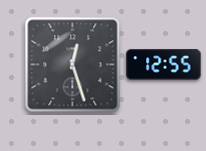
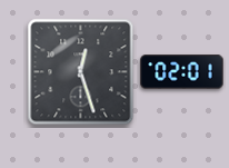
clock at (164, 65): 12:55 -> 02:01
